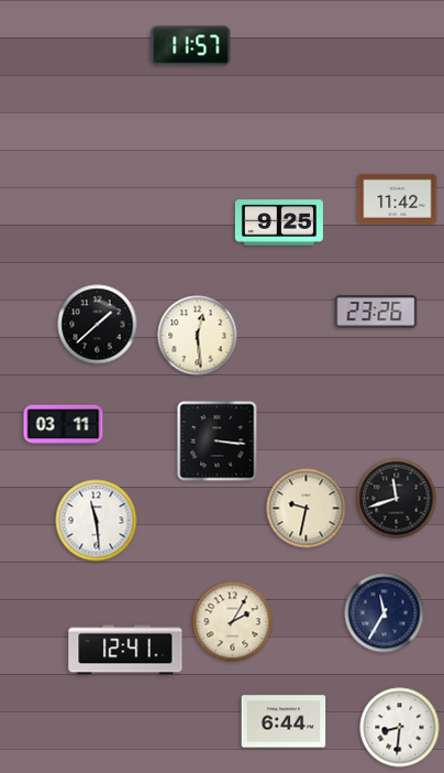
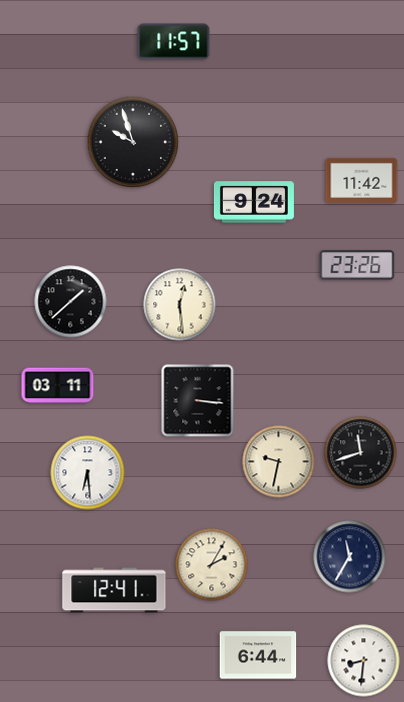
clock at (133, 142): none -> 9:57
clock at (279, 222): 9:25 -> 9:24
clock at (376, 312) position: (376, 312) -> (357, 265)
clock at (98, 325) position: (98, 325) -> (71, 302)
clock at (97, 521): 11:29 -> 6:29
